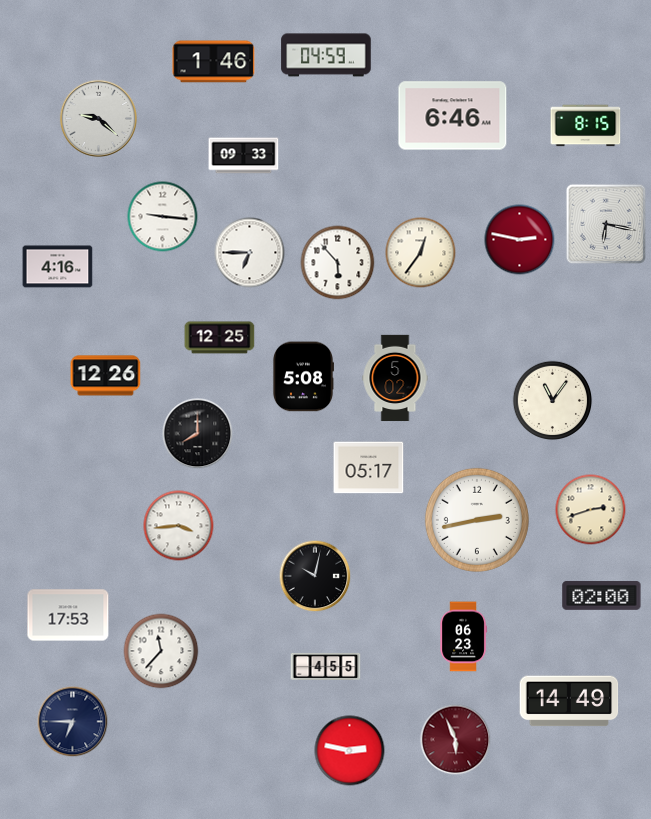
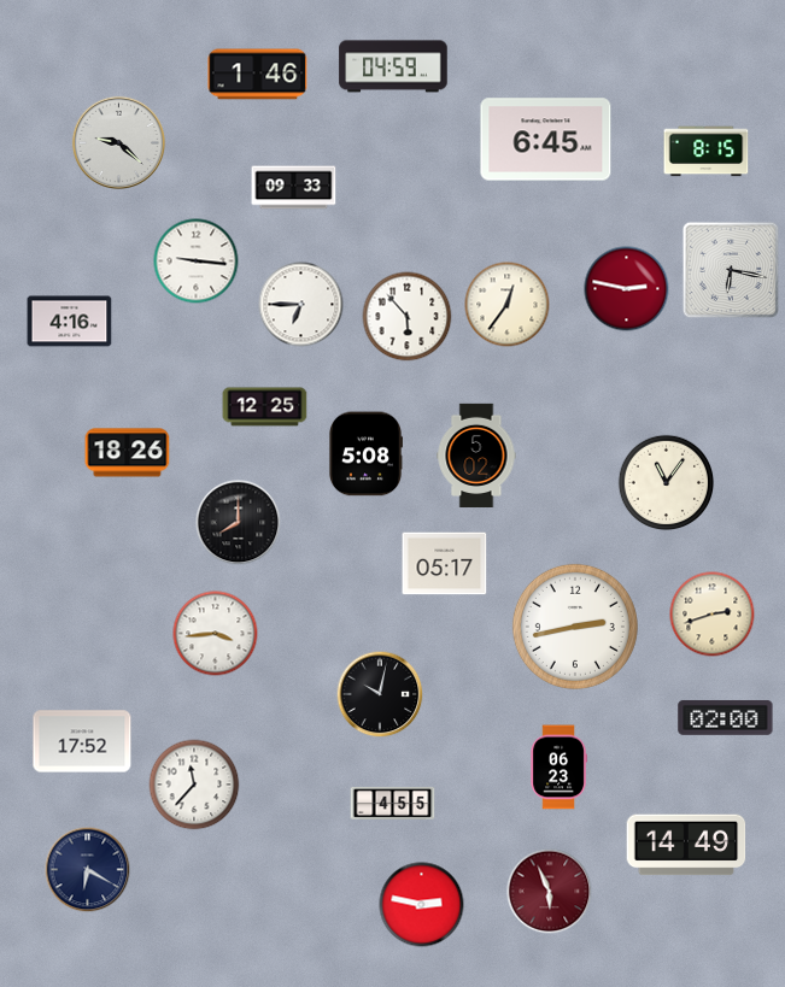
clock at (453, 116): 6:46 -> 6:45
clock at (106, 376): 12:26 -> 18:26
clock at (68, 615): 17:53 -> 17:52
clock at (73, 722): 6:45 -> 6:20
